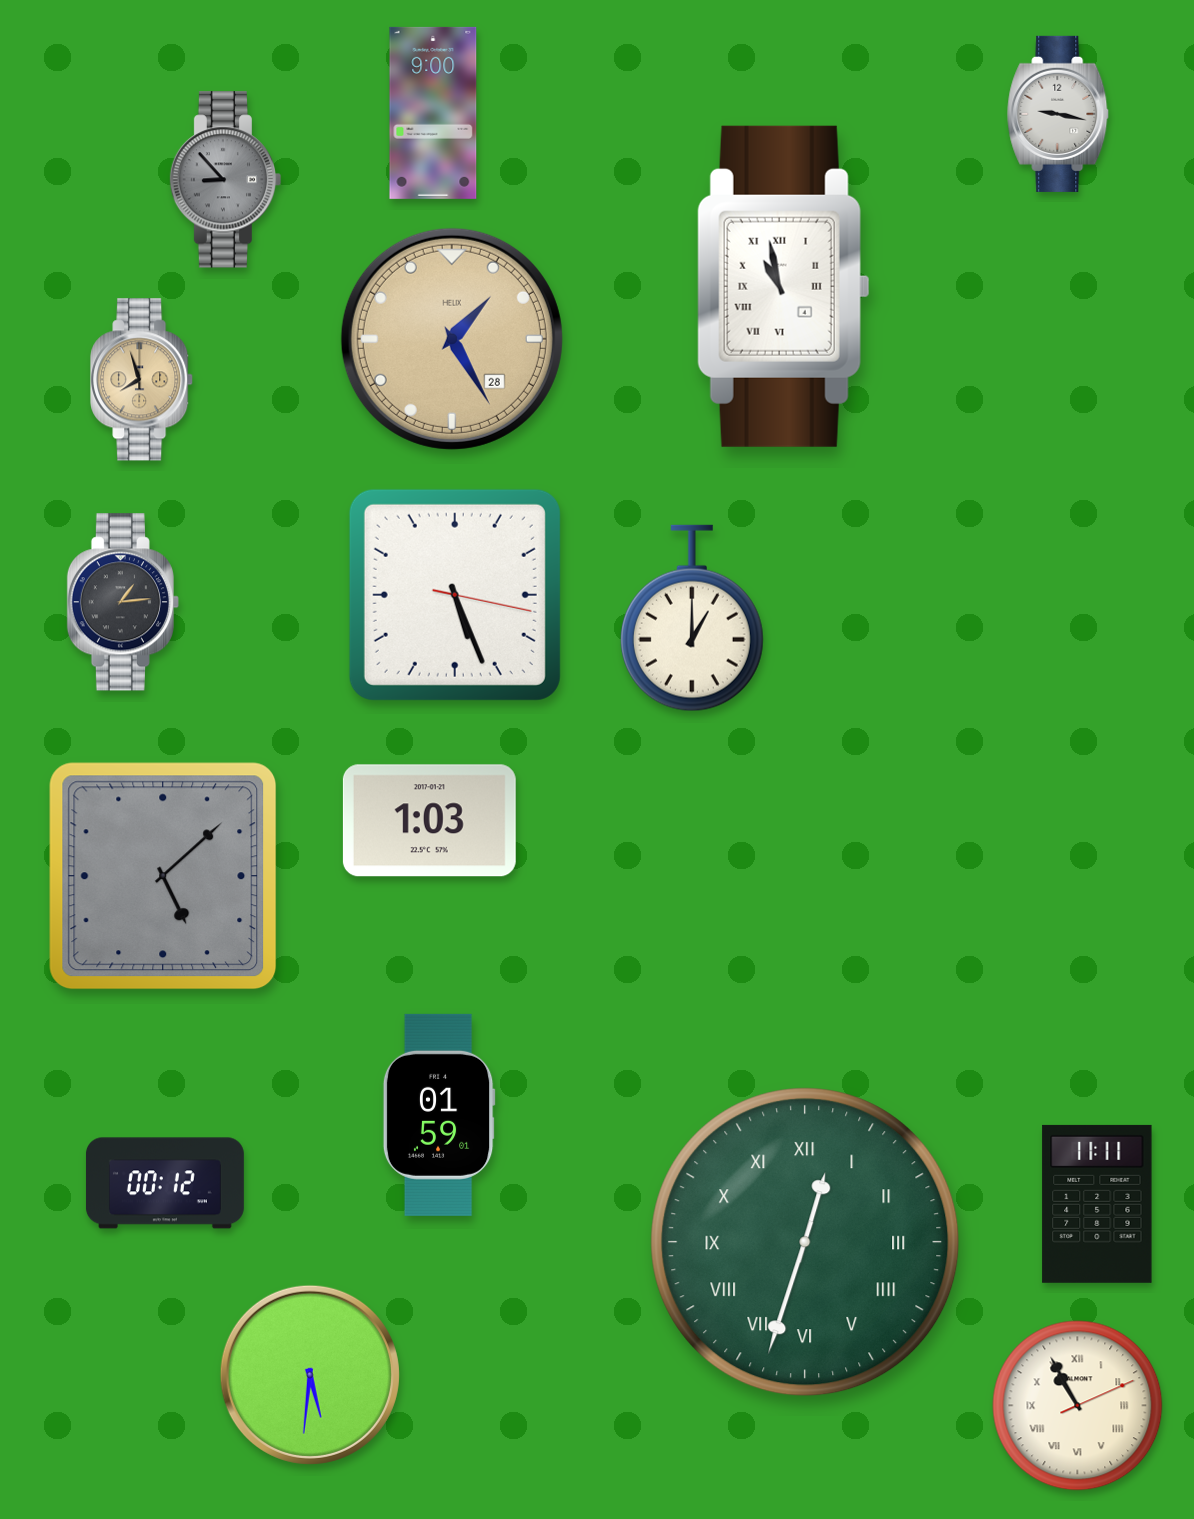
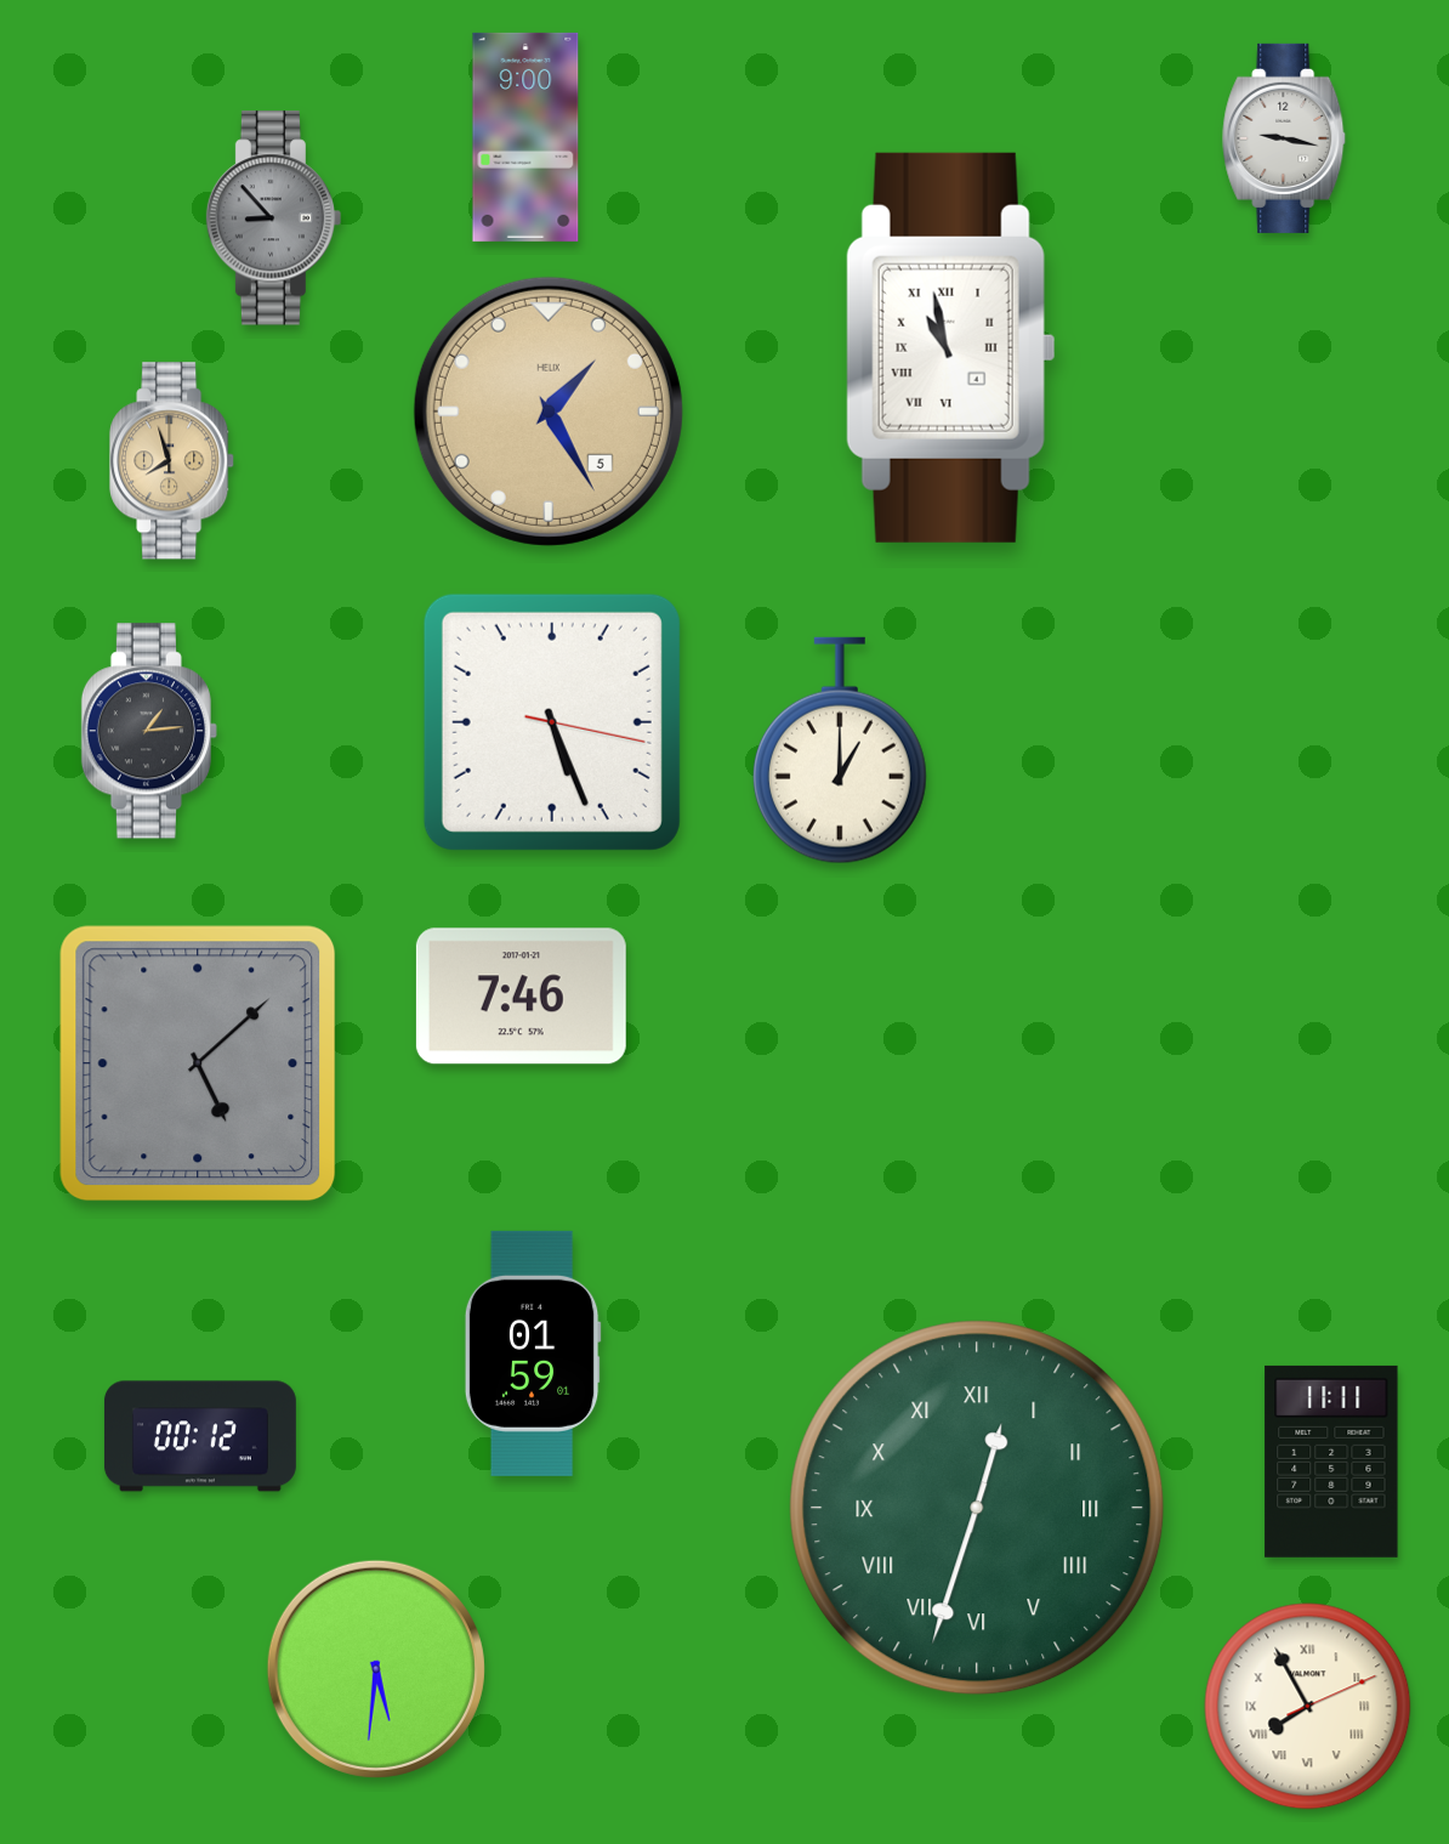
clock at (452, 339) date: 28 -> 5
clock at (429, 821): 1:03 -> 7:46
clock at (1078, 1406): 10:55 -> 7:55
